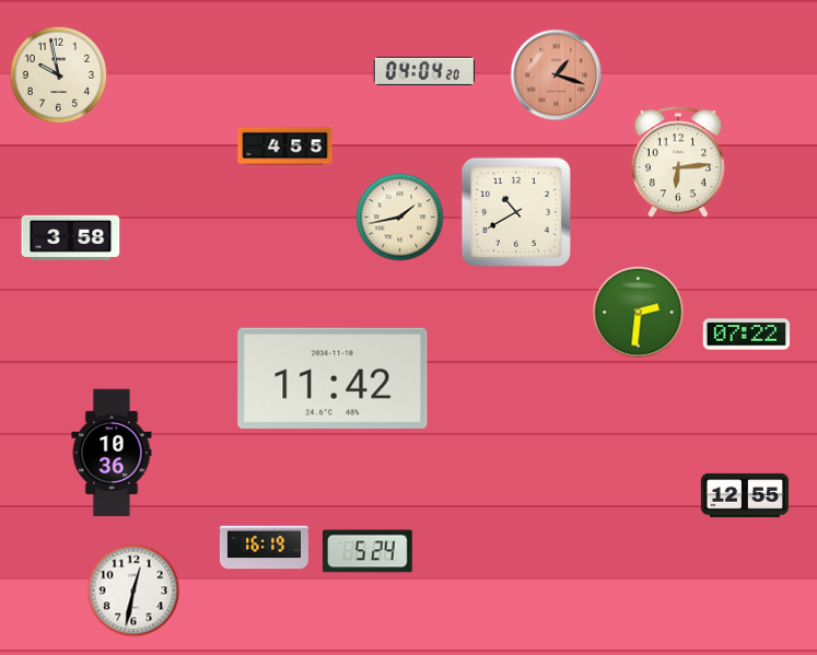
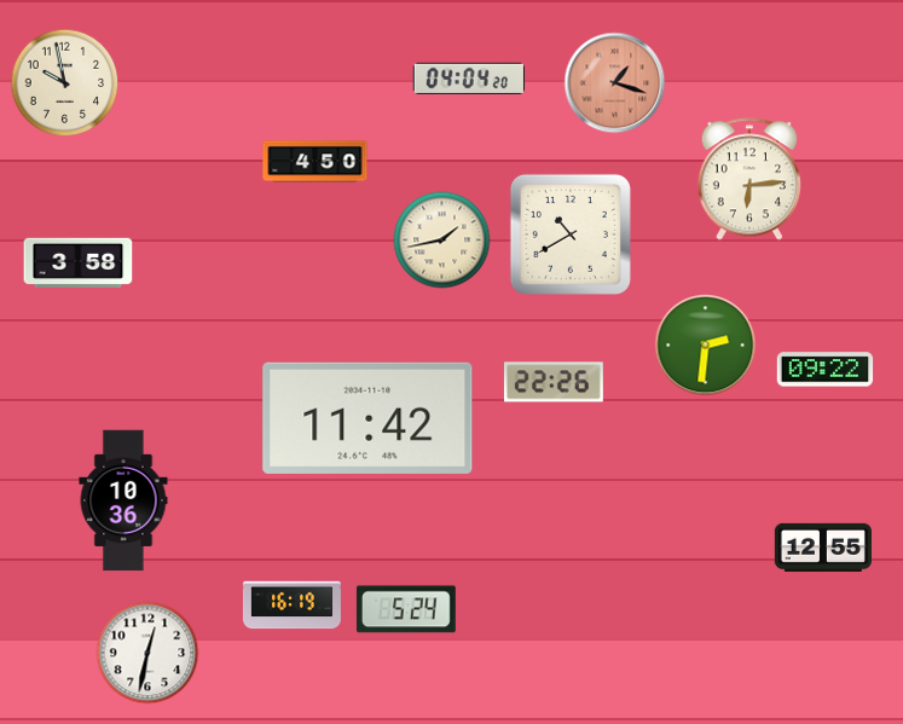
clock at (285, 147): 4:55 -> 4:50
clock at (747, 335): 07:22 -> 09:22
clock at (554, 382): none -> 22:26
